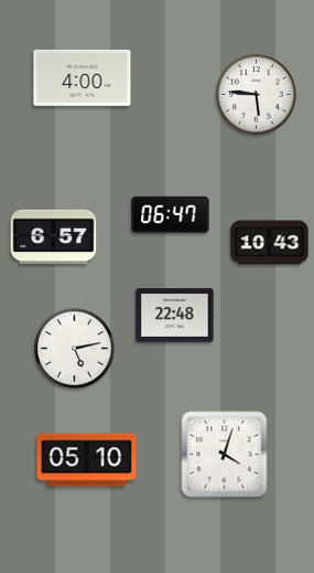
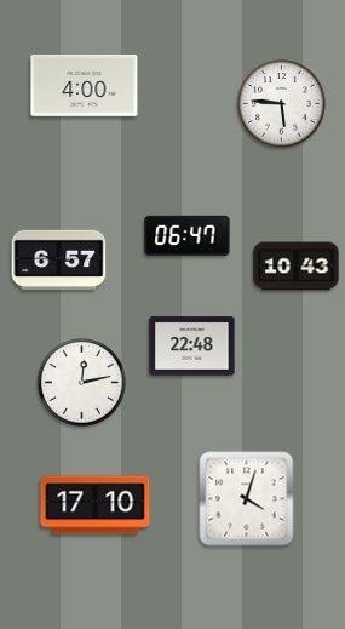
clock at (83, 77) position: (83, 77) -> (85, 85)
clock at (75, 349): 5:13 -> 12:13
clock at (87, 460): 05:10 -> 17:10
